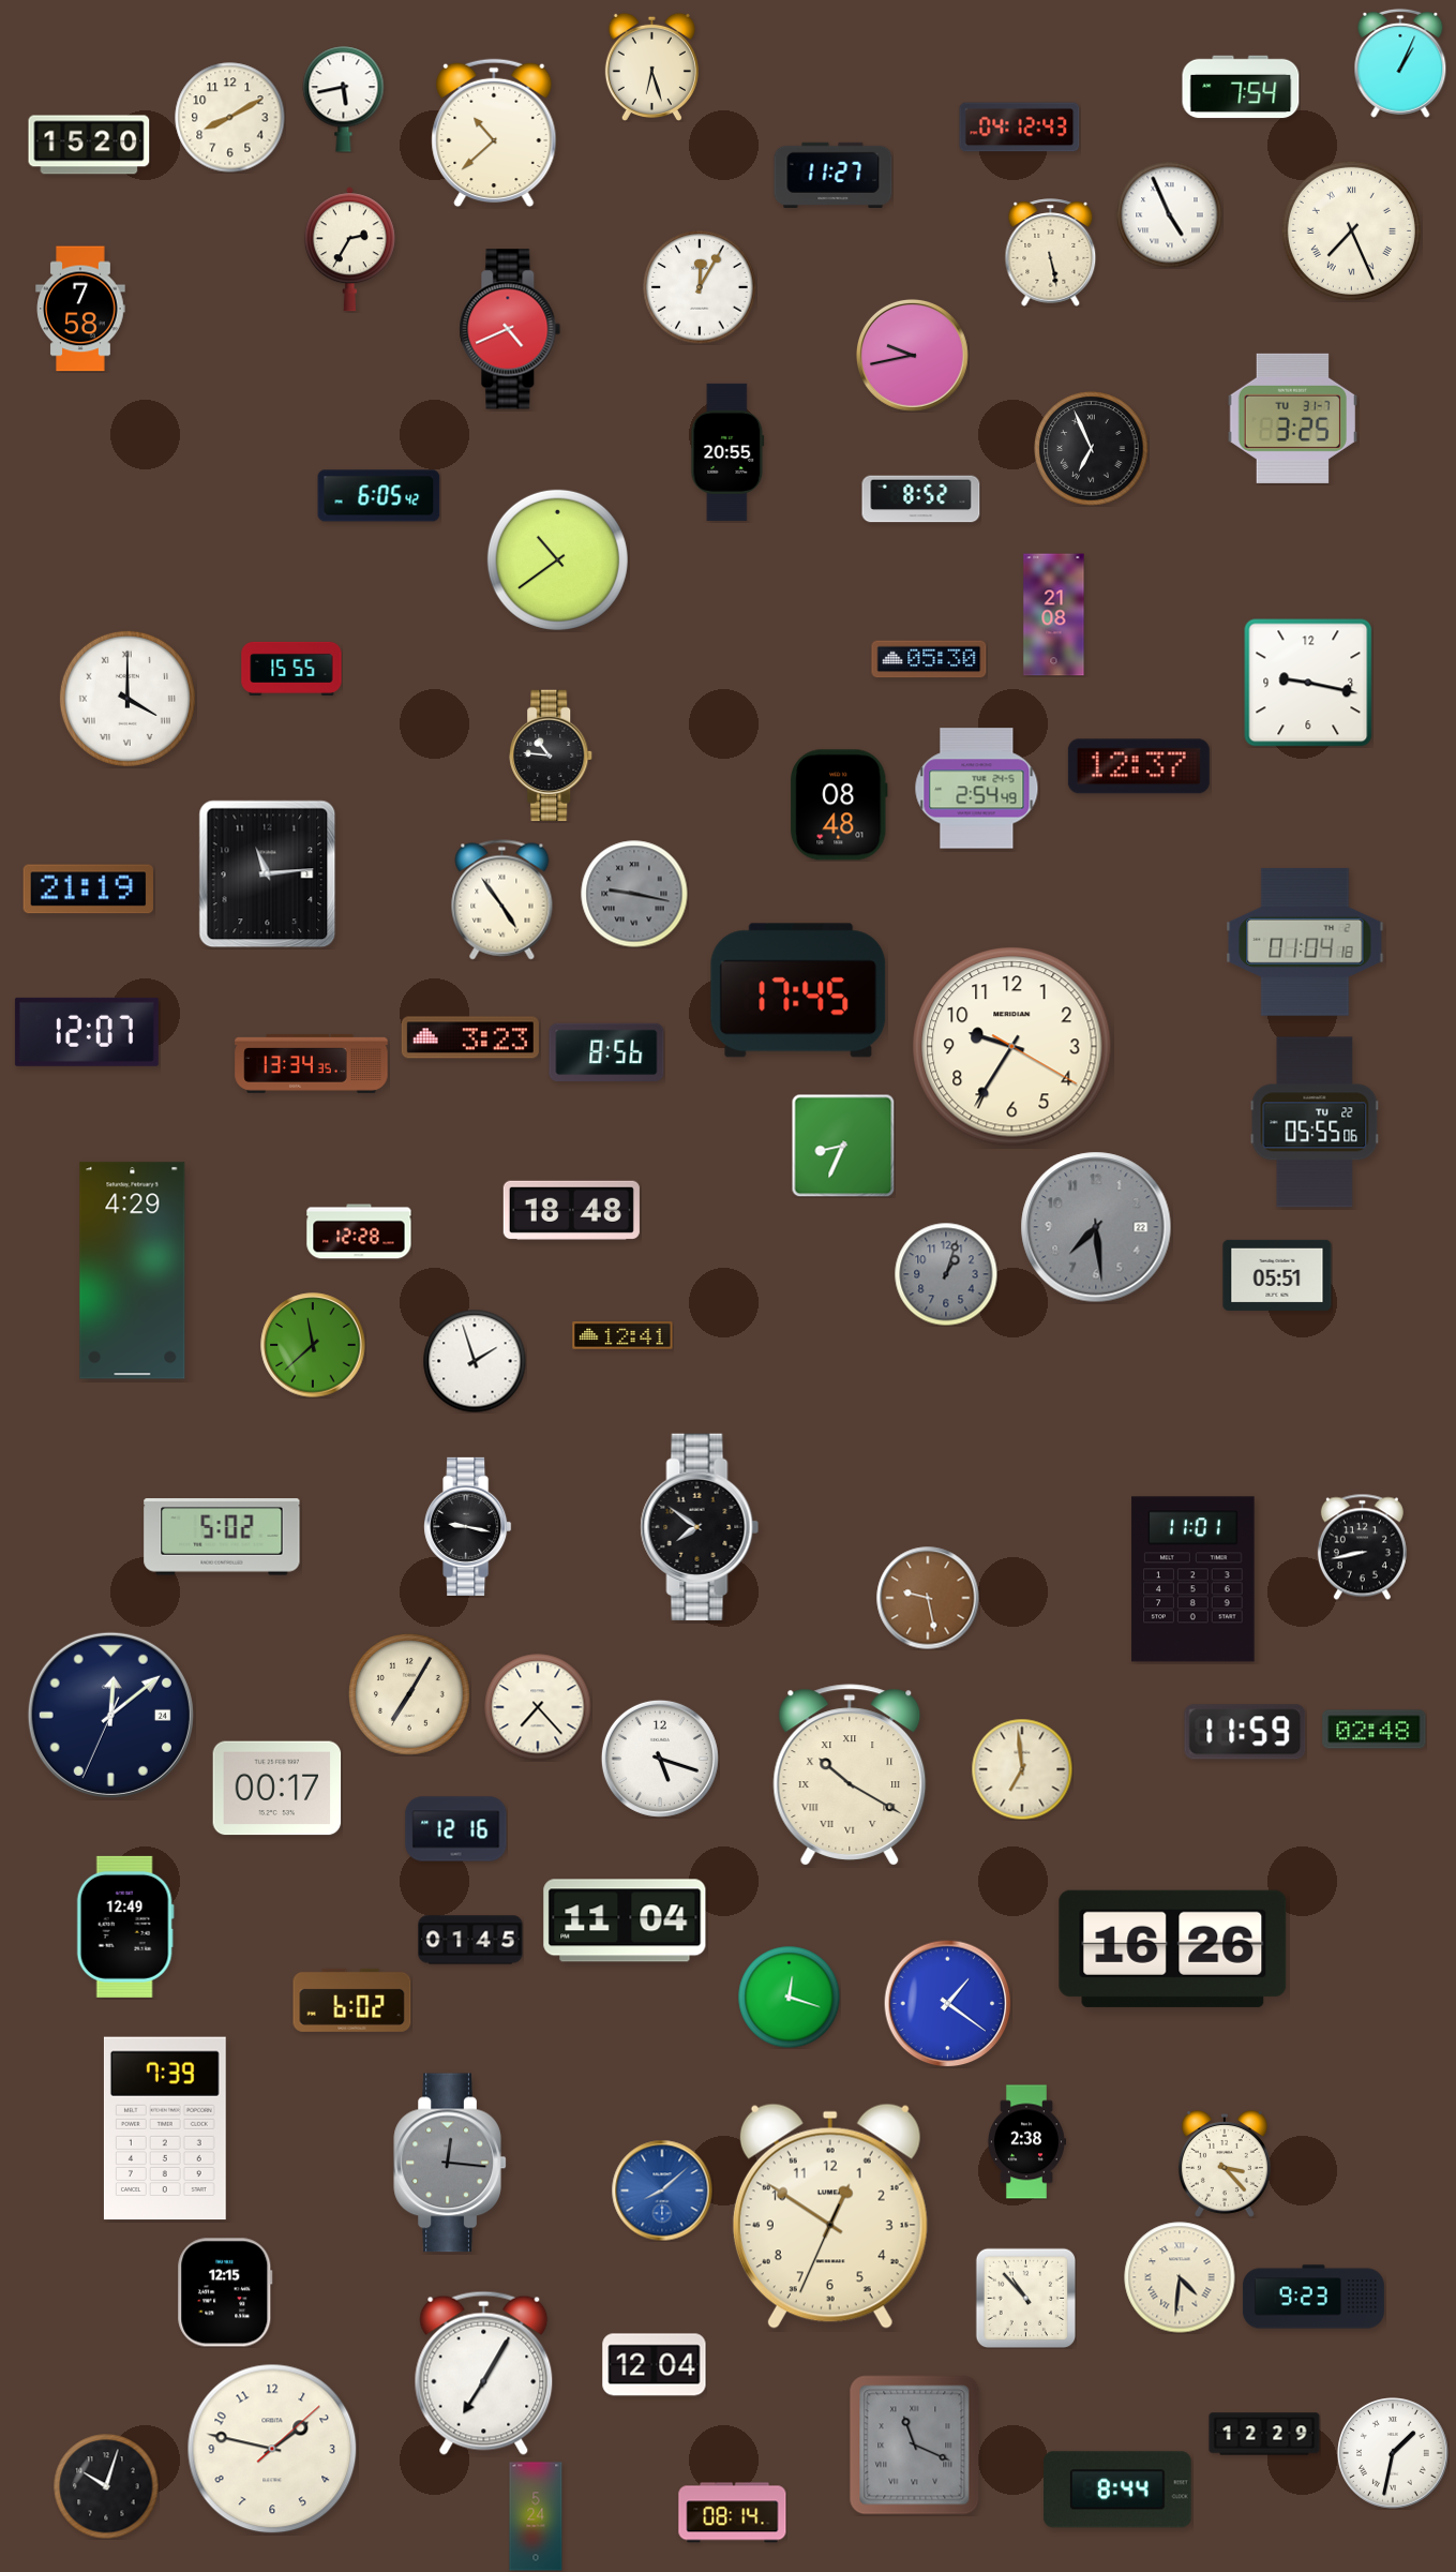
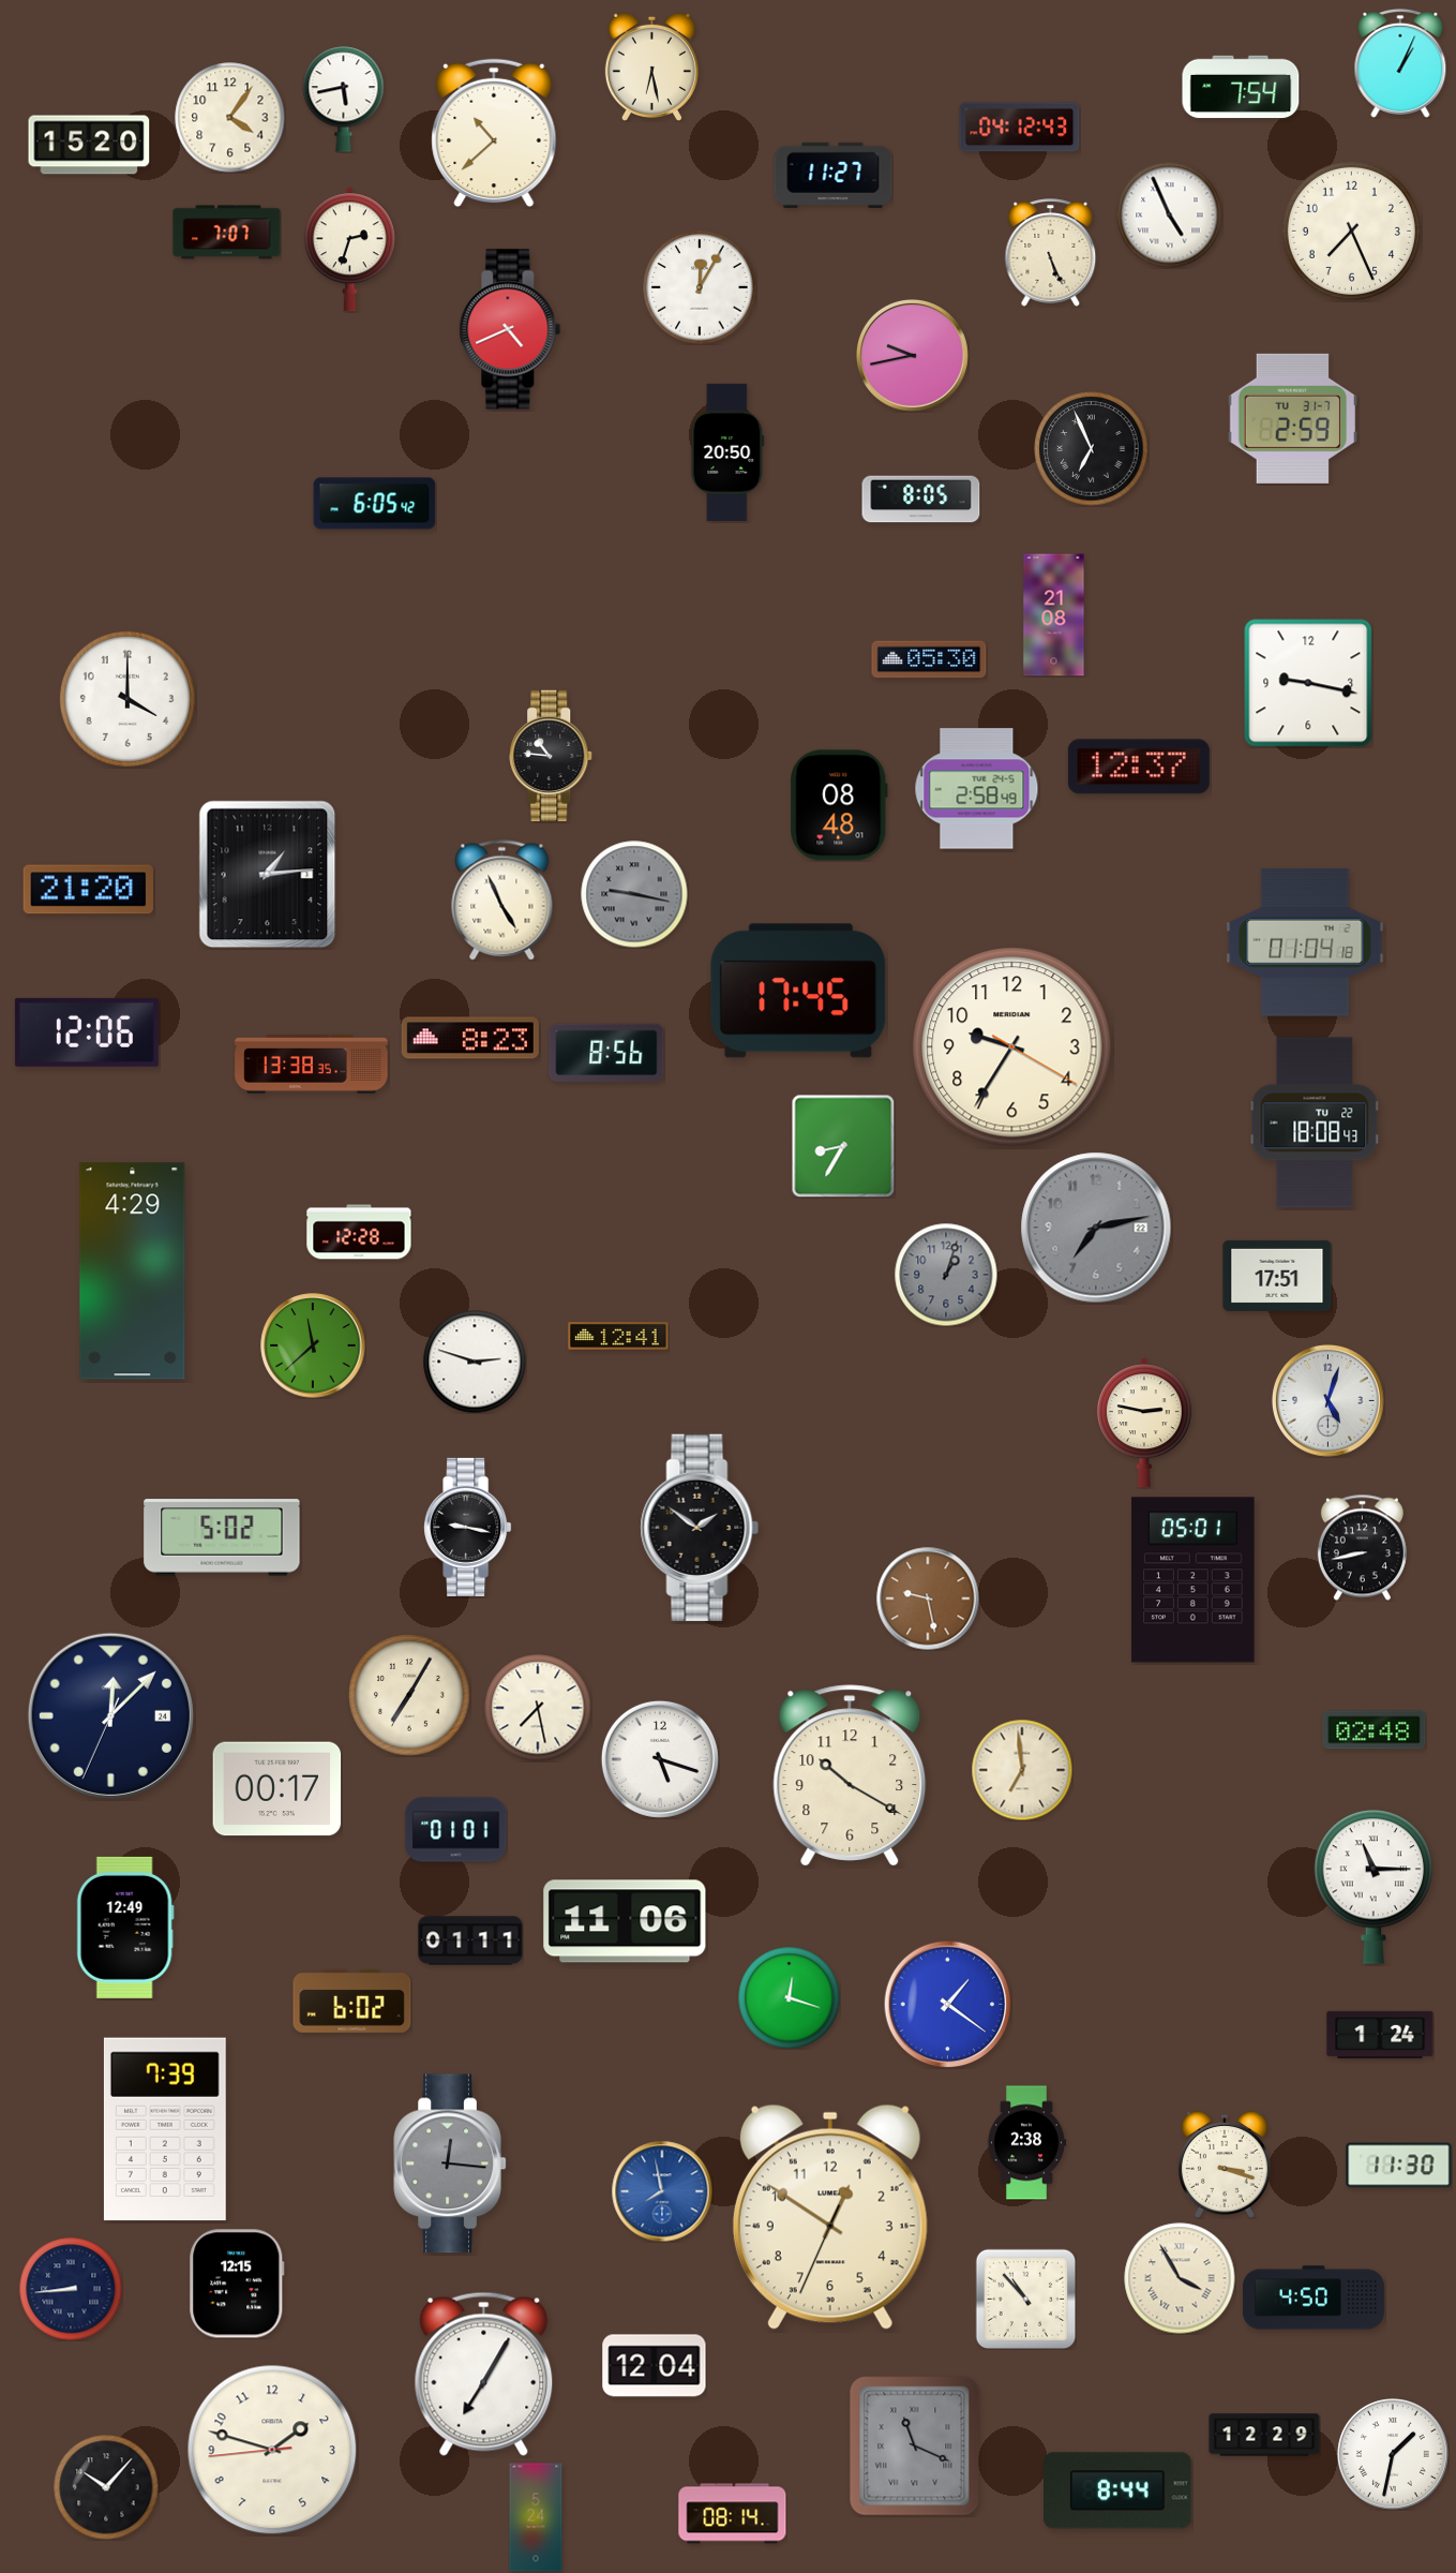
clock at (651, 66): 6:27 -> 6:28
clock at (230, 118): 8:10 -> 4:06
clock at (1351, 230) numerals: Roman -> Arabic
clock at (227, 233): none -> 7:07
clock at (349, 250): 2:35 -> 2:33
clock at (1051, 253): 5:28 -> 5:26
clock at (80, 309): 7:58 -> none
clock at (1293, 418): 3:25 -> 2:59
clock at (727, 452): 20:55 -> 20:50
clock at (379, 496) position: (379, 496) -> (375, 504)
clock at (921, 499): 8:52 -> 8:05
clock at (557, 559): 10:39 -> none
clock at (291, 669): 15:55 -> none
clock at (127, 699) numerals: Roman -> Arabic
clock at (977, 789): 2:54 -> 2:58
clock at (268, 874): 11:14 -> 1:14
clock at (89, 889): 21:19 -> 21:20
clock at (502, 900): 4:54 -> 4:56
clock at (87, 1032): 12:07 -> 12:06
clock at (470, 1037): 3:23 -> 8:23
clock at (312, 1063): 13:34 -> 13:38
clock at (1315, 1122): 05:55 -> 18:08
clock at (843, 1146): 8:34 -> 8:35
clock at (571, 1210): 18:48 -> none
clock at (1096, 1227): 7:29 -> 7:13
clock at (1277, 1275): 05:51 -> 17:51
clock at (622, 1335) position: (622, 1335) -> (618, 1336)
clock at (475, 1361): 1:57 -> 2:48
clock at (1327, 1400): none -> 5:03
clock at (1144, 1423): none -> 2:47
clock at (700, 1526): 7:51 -> 1:51
clock at (1194, 1580): 11:01 -> 05:01
clock at (538, 1707): 7:23 -> 7:28
clock at (110, 1715): 12:08 -> 12:07
clock at (1245, 1732): 11:59 -> none
clock at (850, 1775) numerals: Roman -> Arabic
clock at (456, 1829): 12:16 -> 01:01
clock at (1372, 1887): none -> 11:15
clock at (625, 1920): 11:04 -> 11:06
clock at (470, 1940): 01:45 -> 01:11
clock at (1173, 1948): 16:26 -> none
clock at (1380, 2035): none -> 1:24
clock at (1225, 2164): 3:23 -> 3:18
clock at (1399, 2166): none -> 11:30
clock at (662, 2190): 8:08 -> 7:58
clock at (1180, 2277): 4:31 -> 3:55
clock at (71, 2289): none -> 8:44
clock at (225, 2292) position: (225, 2292) -> (237, 2284)
clock at (1314, 2297): 9:23 -> 4:50
clock at (272, 2449): 1:47:08 -> 1:47:44
clock at (106, 2486): 10:03 -> 10:07
